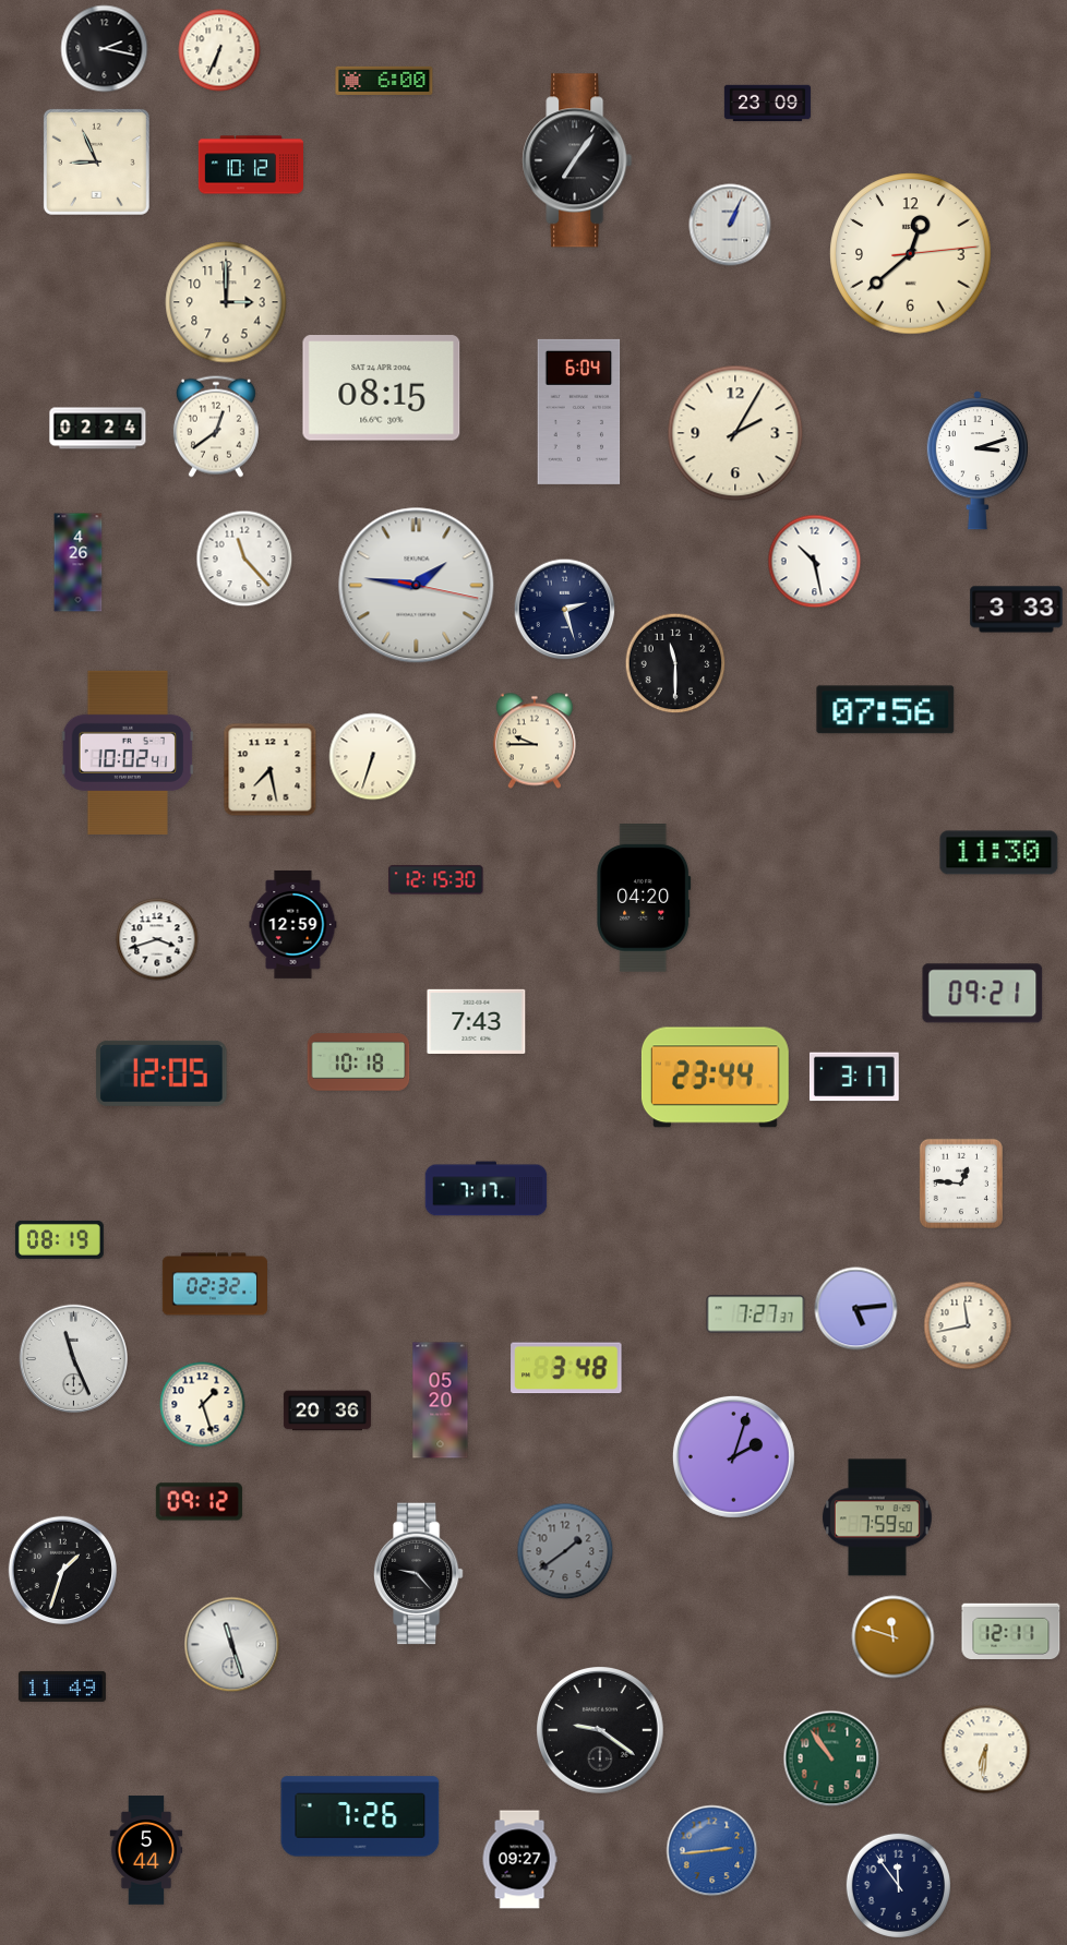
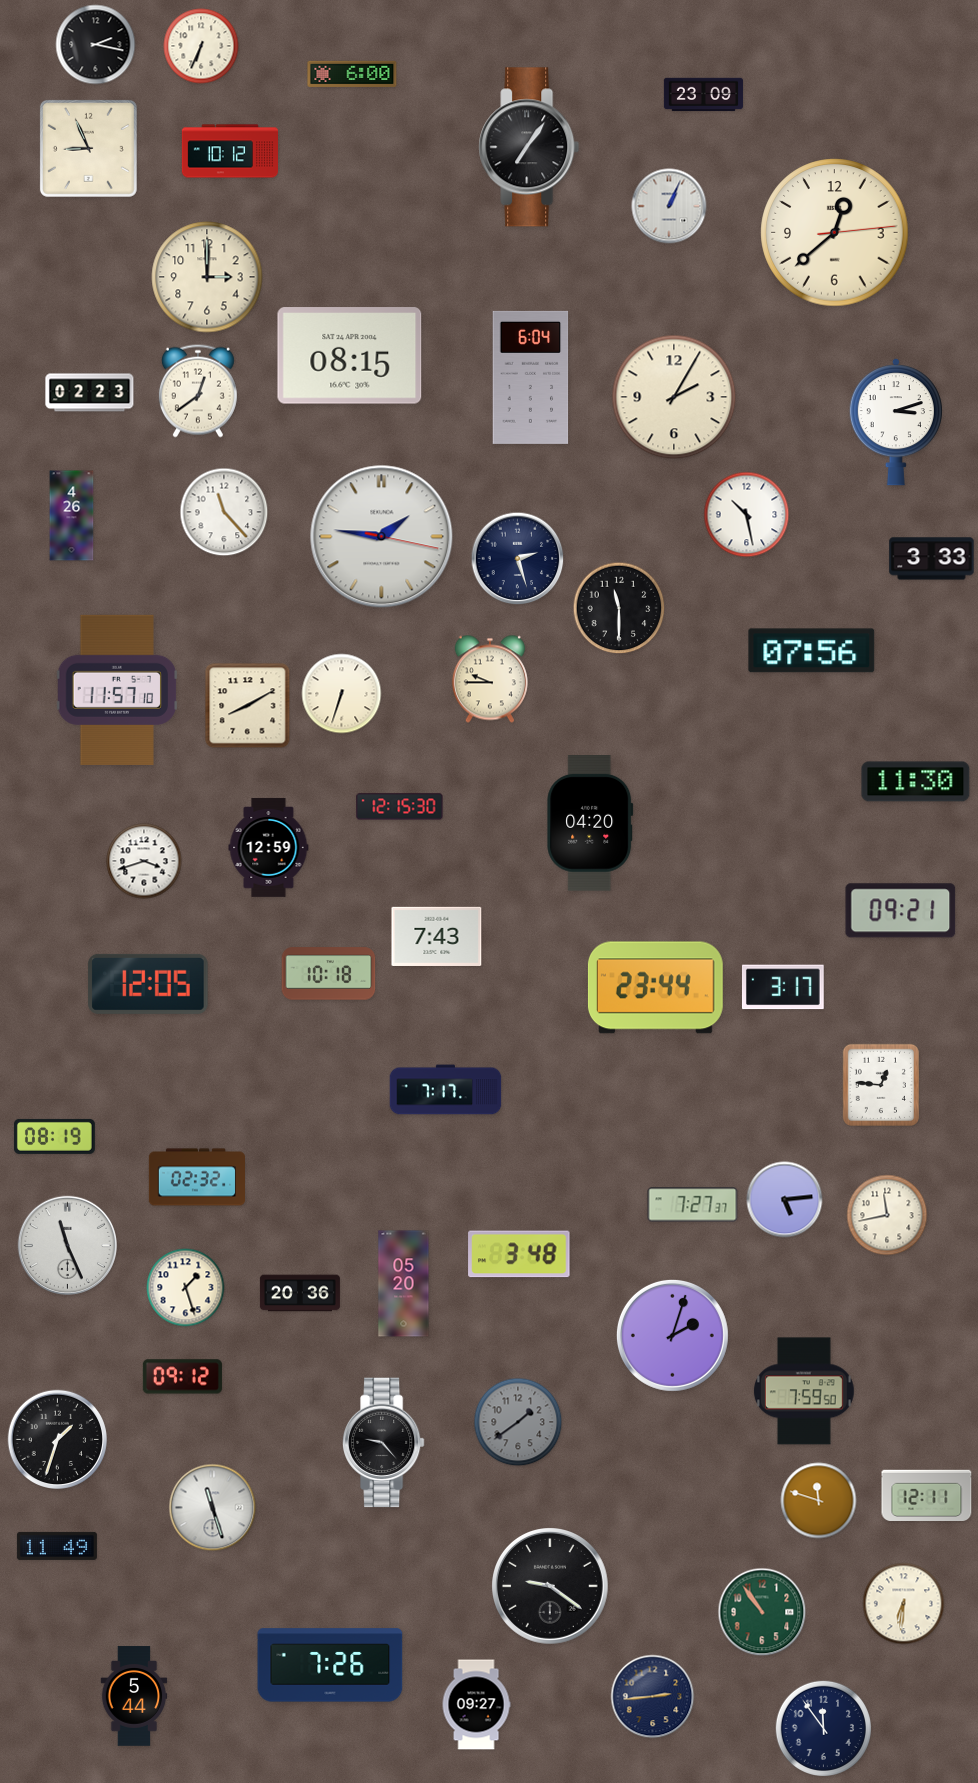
clock at (98, 429): 02:24 -> 02:23
clock at (128, 753): 10:02 -> 11:57
clock at (271, 770): 7:28 -> 8:10
clock at (712, 1851) dial: blue -> navy
